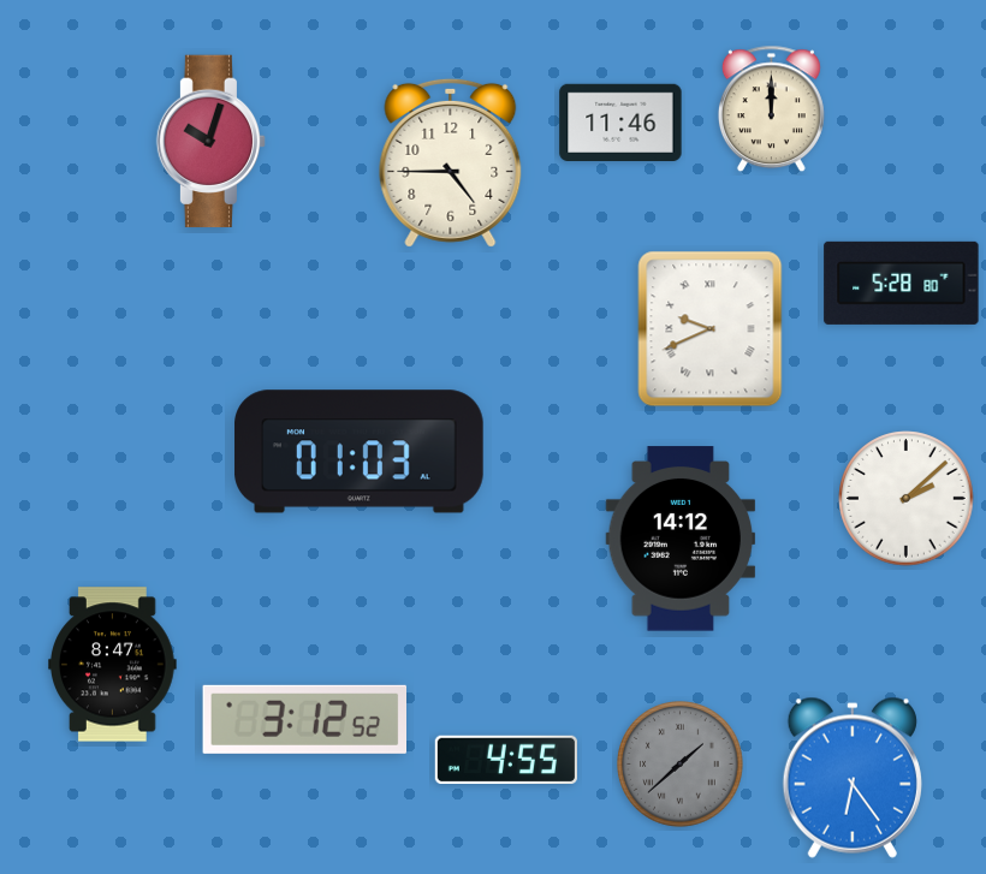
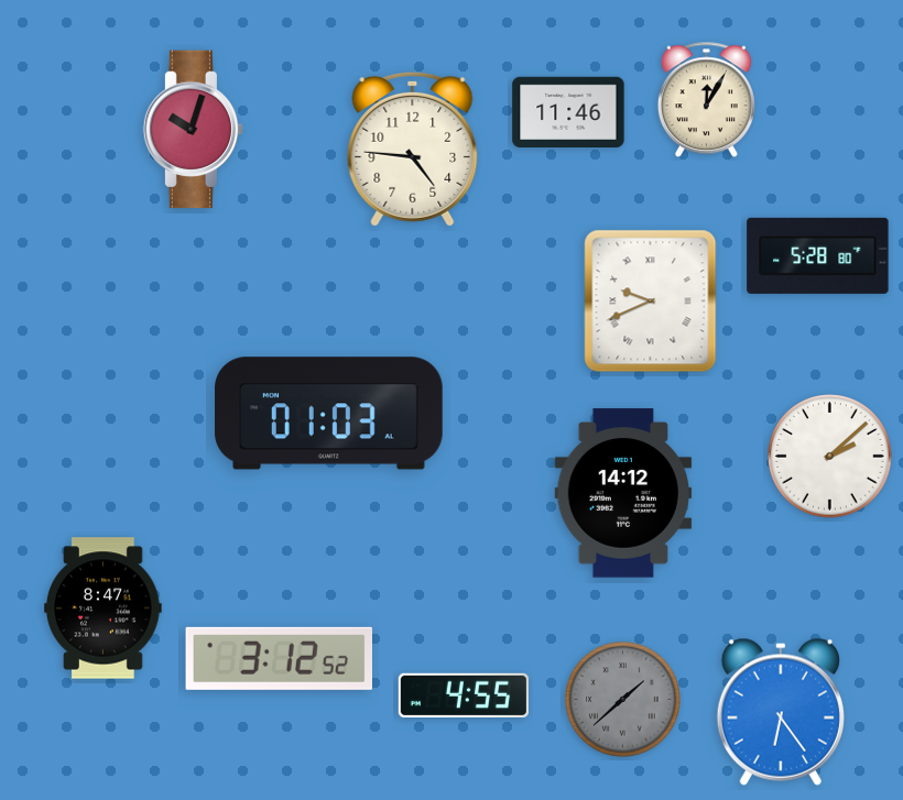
clock at (771, 109): 12:00 -> 12:05
clock at (451, 162): 4:45 -> 4:46
clock at (902, 283) position: (902, 283) -> (818, 255)
